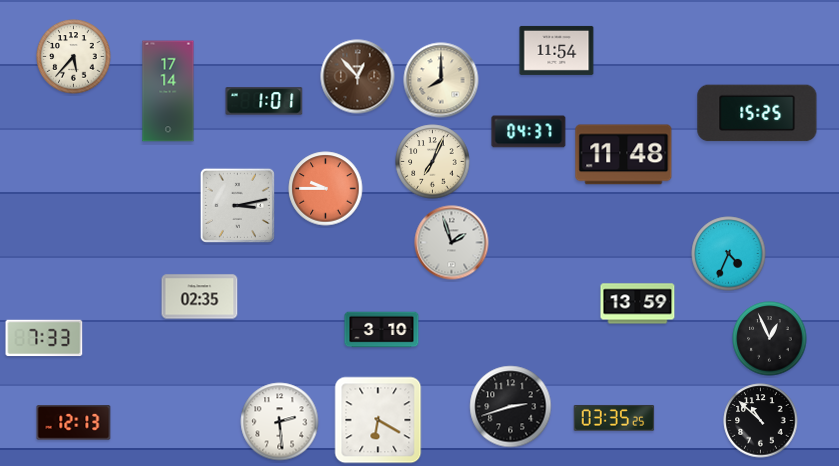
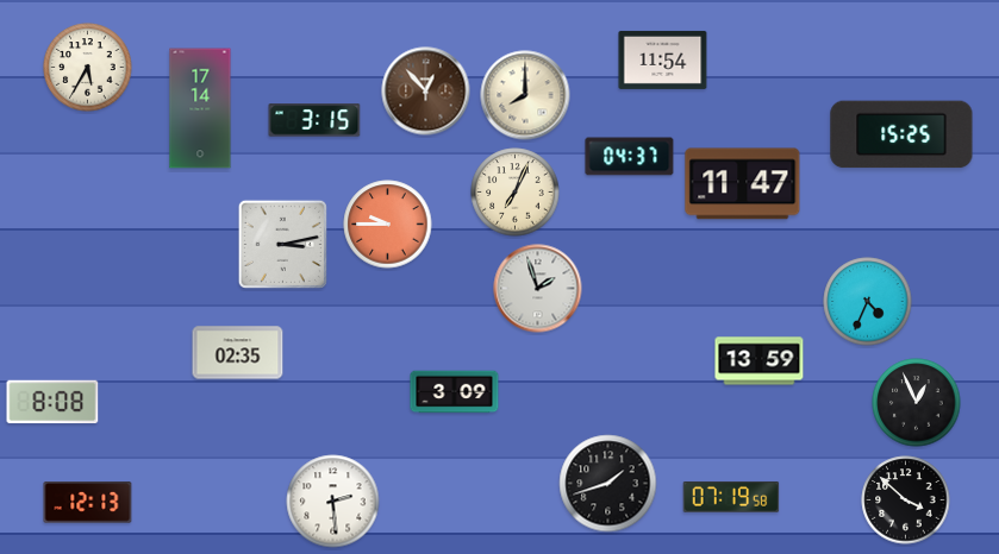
clock at (74, 57): 5:37 -> 5:35
clock at (264, 101): 1:01 -> 3:15
clock at (624, 155): 11:48 -> 11:47
clock at (382, 330): 3:10 -> 3:09
clock at (44, 338): 7:33 -> 8:08
clock at (511, 407): 2:42 -> 1:42
clock at (614, 418): 03:35 -> 07:19
clock at (378, 420): 6:20 -> none
clock at (761, 421): 10:52 -> 3:52
